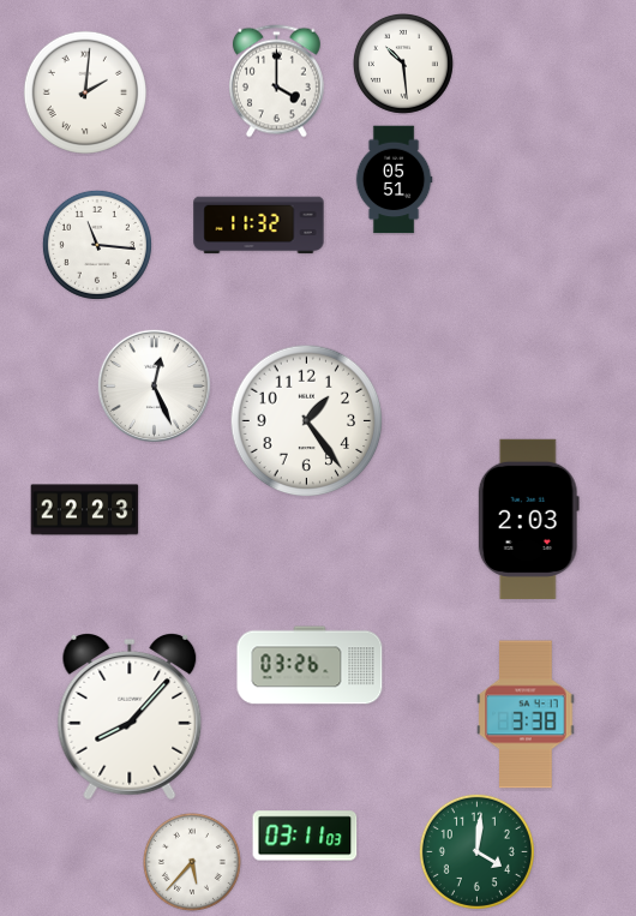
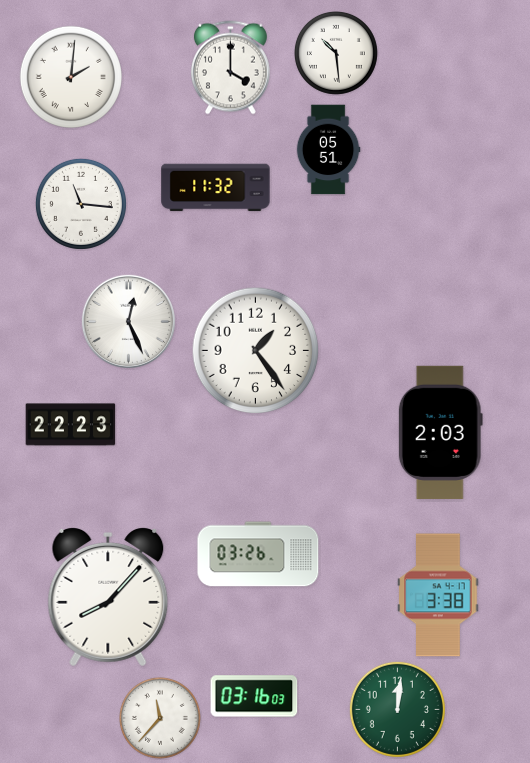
clock at (305, 836): 03:11 -> 03:16
clock at (476, 851): 4:01 -> 12:01
clock at (192, 862): 5:37 -> 11:37
